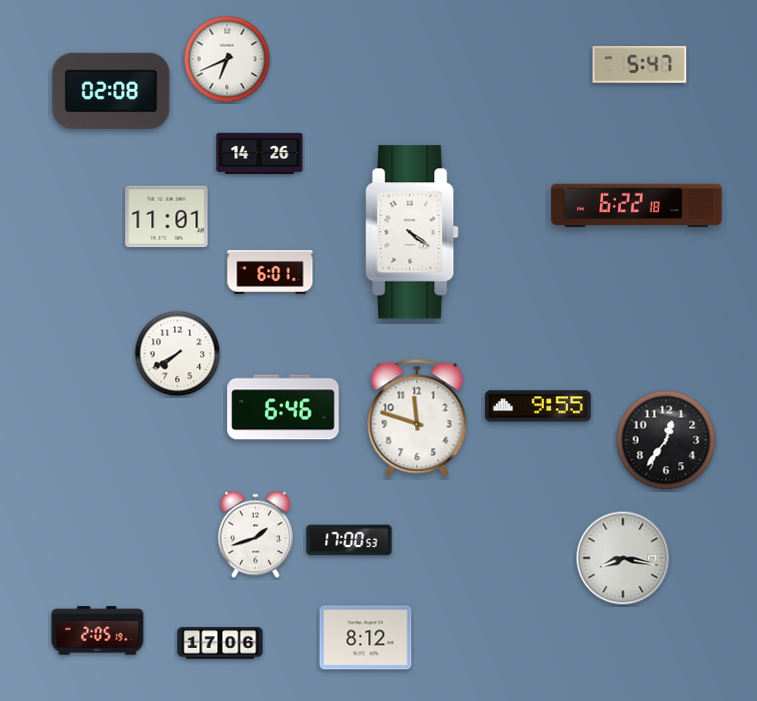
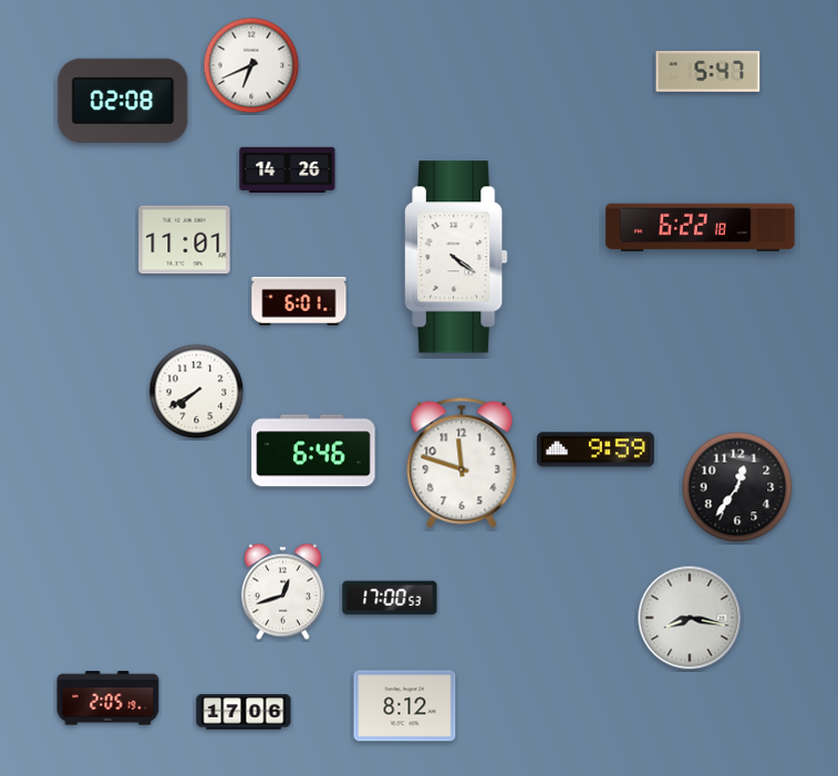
clock at (637, 206) position: (637, 206) -> (701, 228)
clock at (538, 406): 9:55 -> 9:59
clock at (255, 535): 1:42 -> 12:42
clock at (349, 540) position: (349, 540) -> (390, 598)
